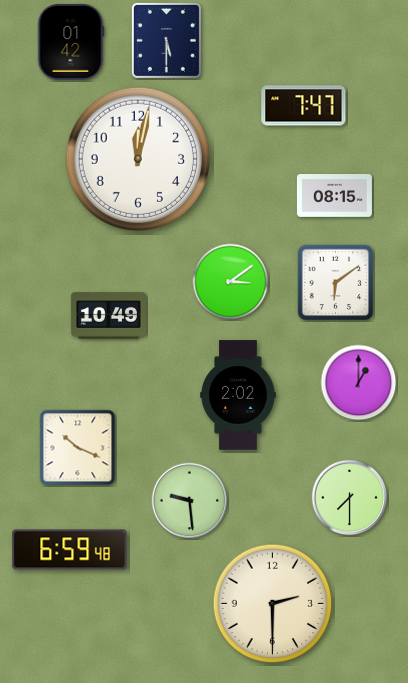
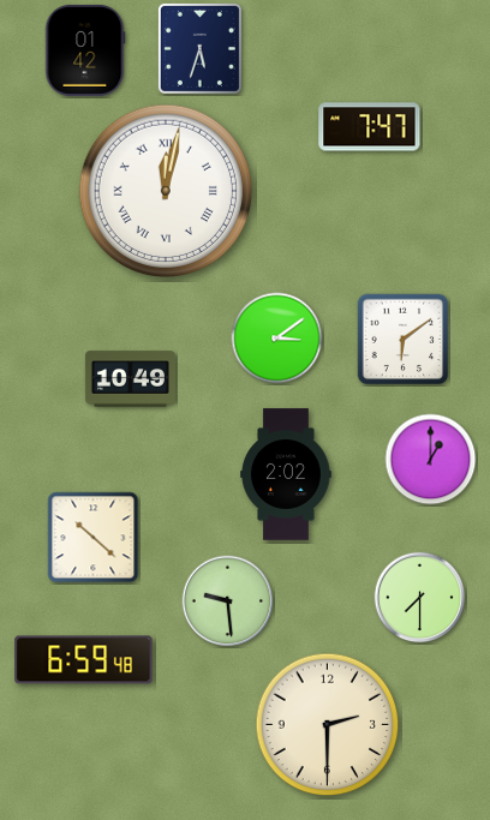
clock at (166, 40): 5:30 -> 5:33
clock at (304, 106) position: (304, 106) -> (370, 127)
clock at (137, 158) numerals: Arabic -> Roman
clock at (334, 196): 08:15 -> none
clock at (78, 448): 10:19 -> 10:22
